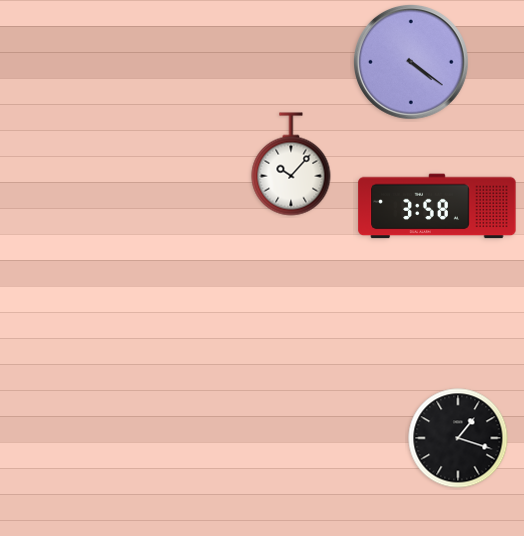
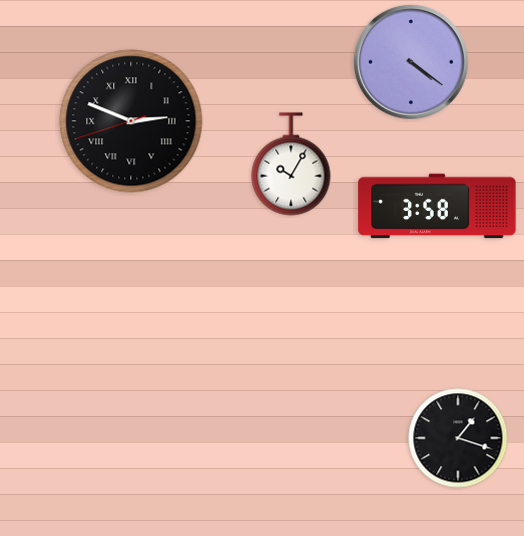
clock at (131, 121): none -> 2:48
clock at (291, 164): 10:07 -> 10:05
